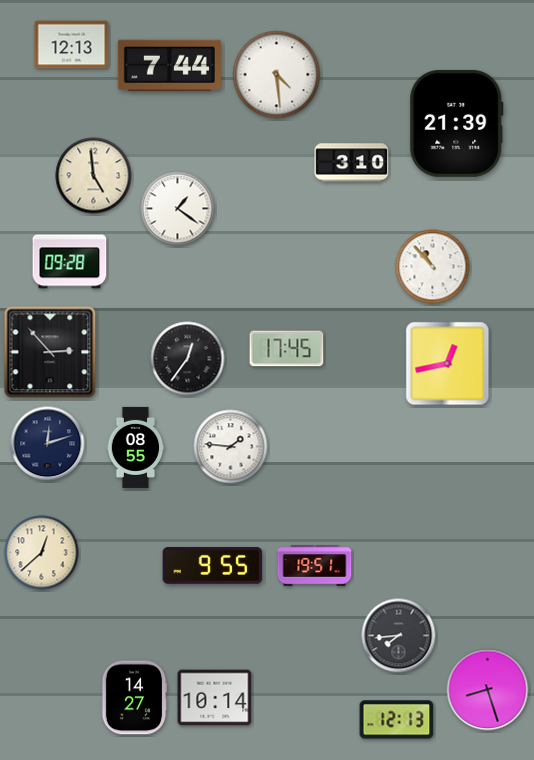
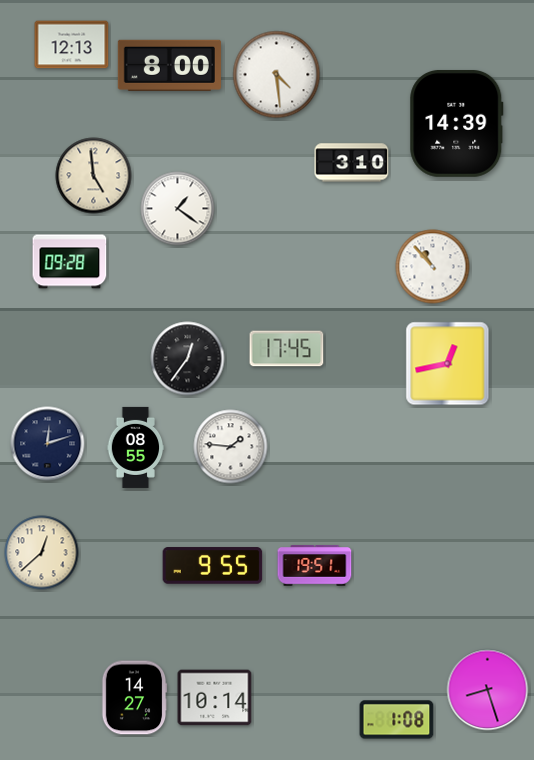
clock at (169, 65): 7:44 -> 8:00
clock at (457, 123): 21:39 -> 14:39
clock at (50, 352): 2:53 -> none
clock at (399, 636): 7:44 -> none
clock at (397, 720): 12:13 -> 1:08
